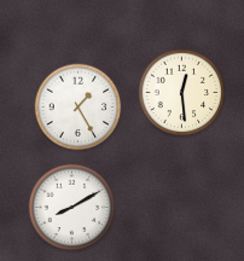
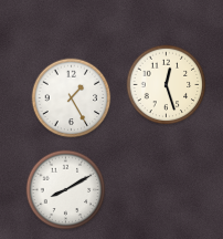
clock at (182, 93): 12:29 -> 12:27
